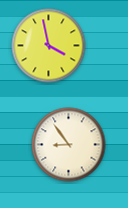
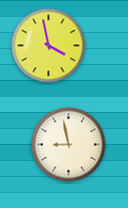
clock at (69, 145): 8:54 -> 8:58
